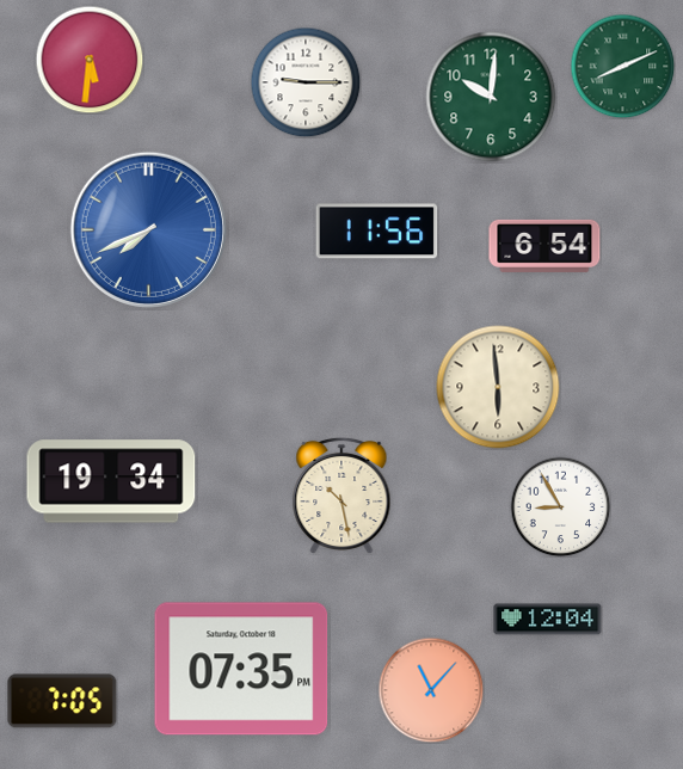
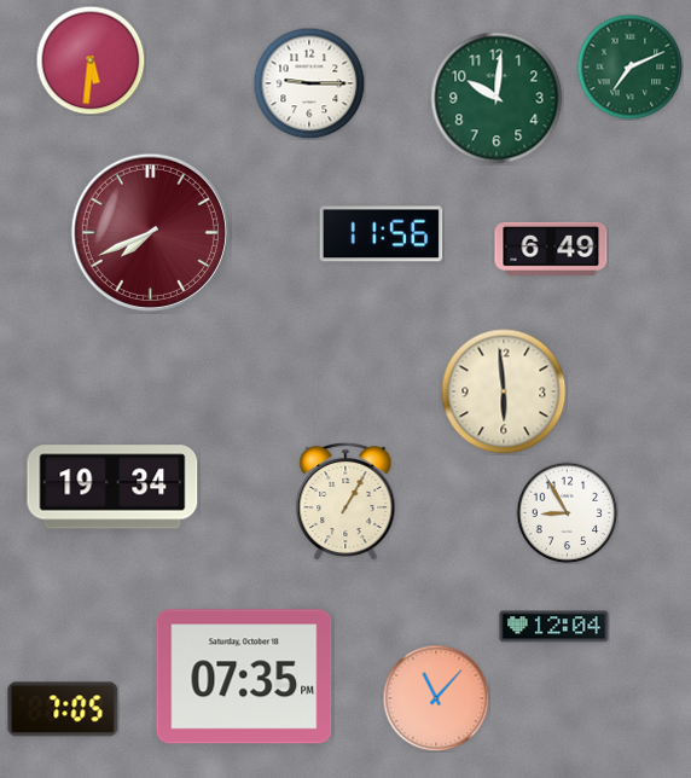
clock at (622, 66): 8:11 -> 7:11
clock at (148, 229) dial: blue -> burgundy
clock at (544, 246): 6:54 -> 6:49
clock at (341, 496): 10:28 -> 1:05
